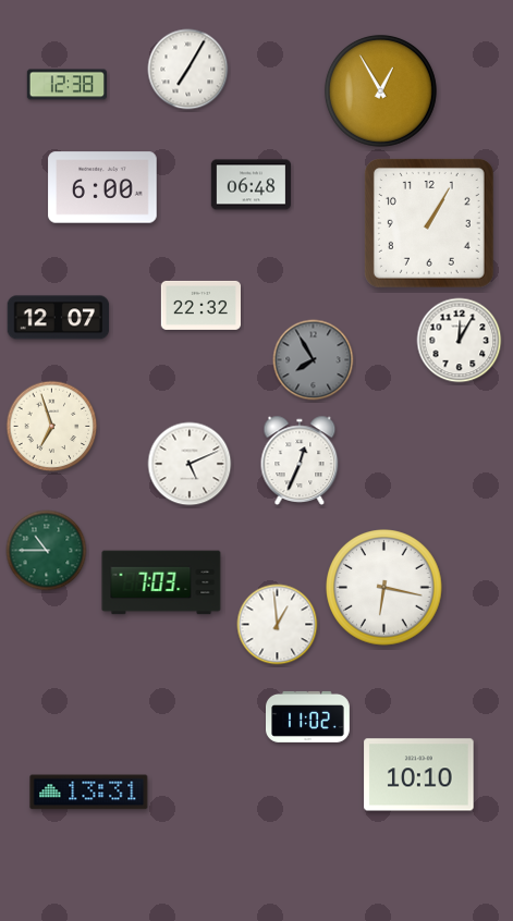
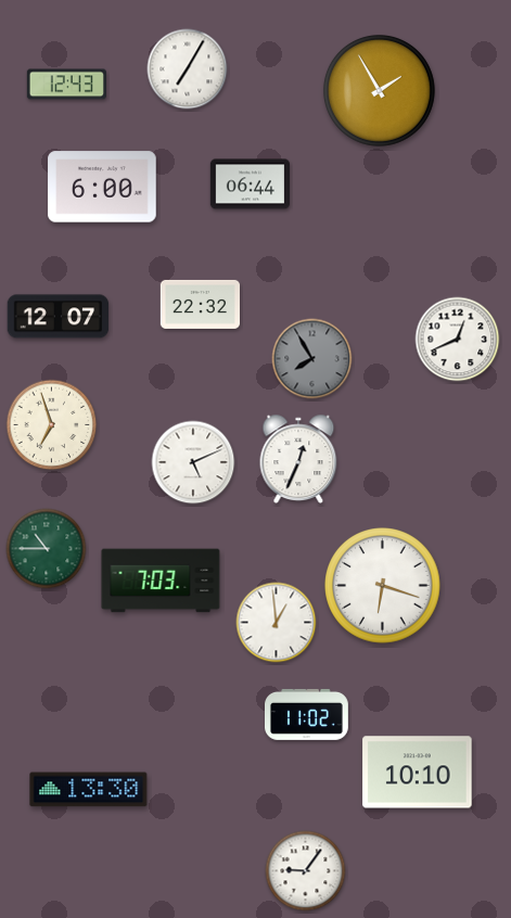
clock at (66, 85): 12:38 -> 12:43
clock at (380, 90): 12:55 -> 1:55
clock at (251, 185): 06:48 -> 06:44
clock at (429, 223): 1:05 -> none
clock at (460, 341): 12:05 -> 12:41
clock at (190, 464) position: (190, 464) -> (193, 462)
clock at (384, 588): 6:17 -> 6:18
clock at (89, 793): 13:31 -> 13:30
clock at (306, 871): none -> 9:06
